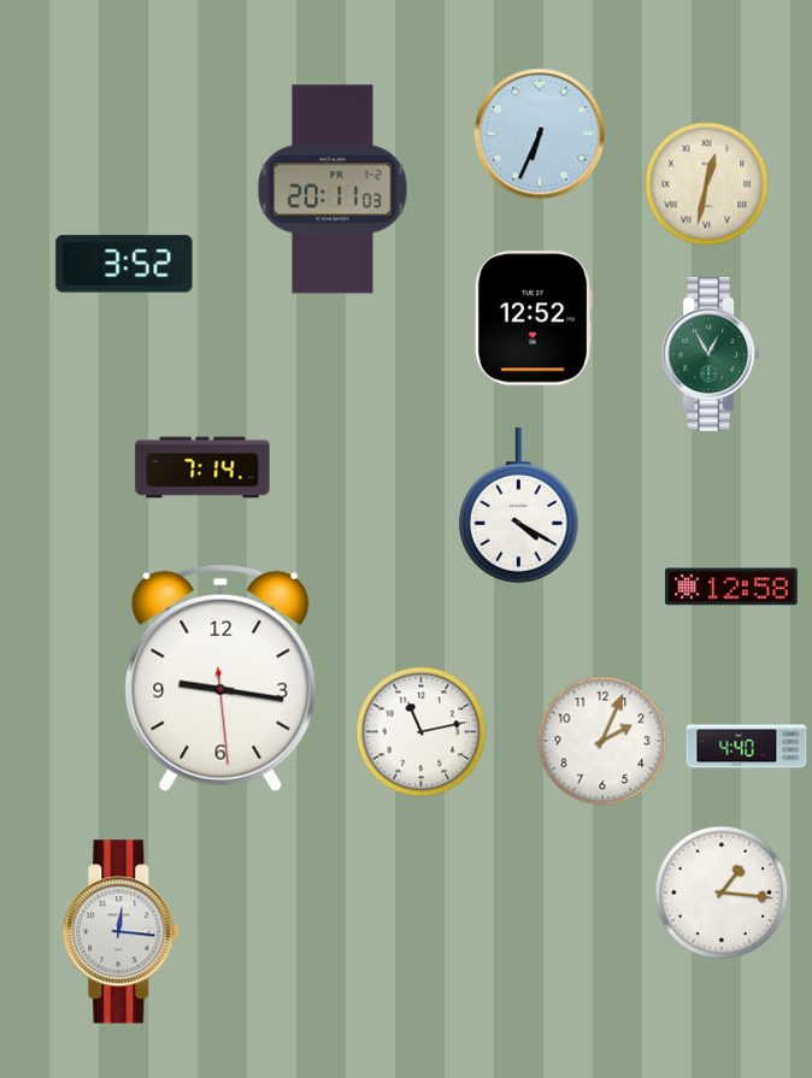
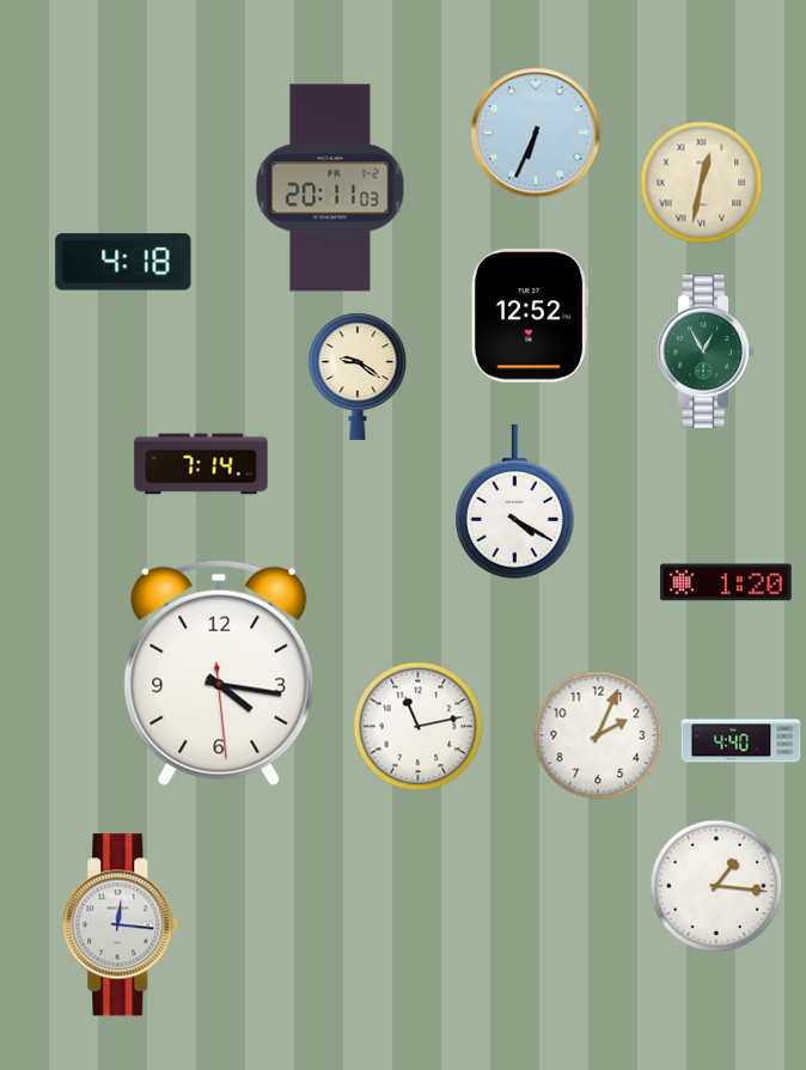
clock at (124, 264): 3:52 -> 4:18
clock at (358, 377): none -> 9:21
clock at (731, 587): 12:58 -> 1:20
clock at (220, 678): 9:16 -> 4:16
